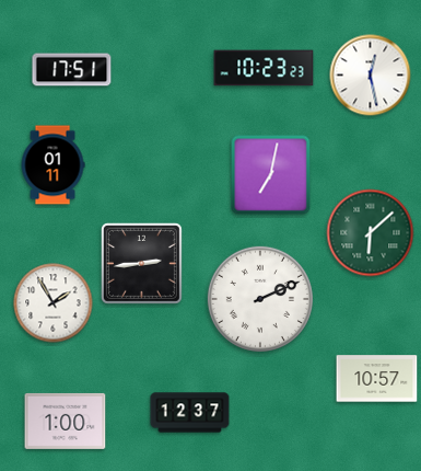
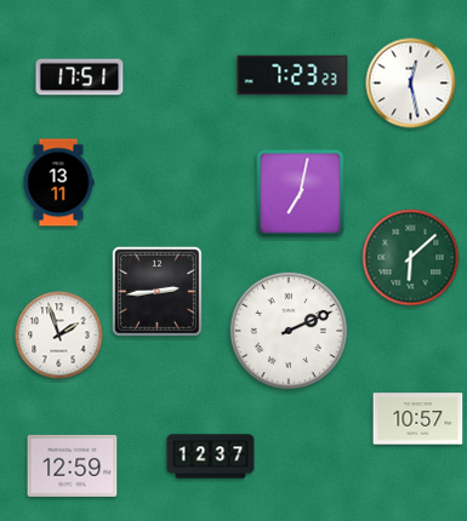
clock at (264, 68): 10:23 -> 7:23
clock at (52, 165): 01:11 -> 13:11
clock at (54, 303): 1:55 -> 1:57
clock at (66, 421): 1:00 -> 12:59
